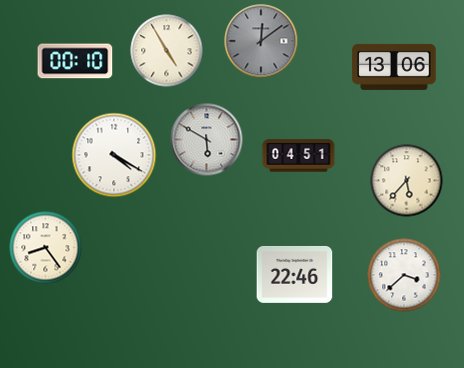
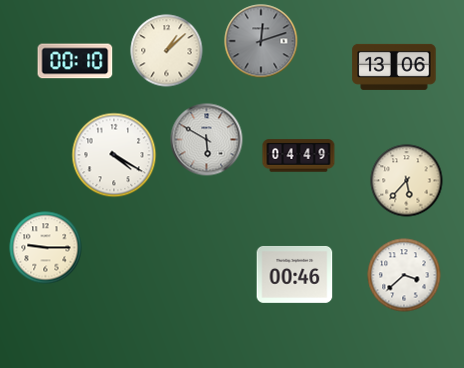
clock at (261, 41): 12:09 -> 12:12
clock at (167, 51): 4:55 -> 1:08
clock at (299, 156): 04:51 -> 04:49
clock at (46, 248): 8:24 -> 9:15
clock at (295, 274): 22:46 -> 00:46
